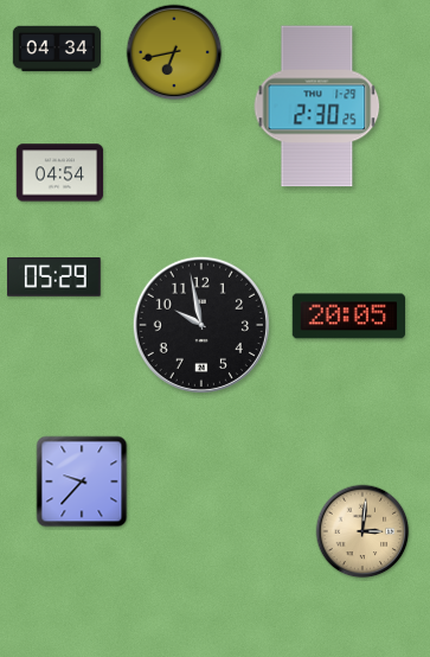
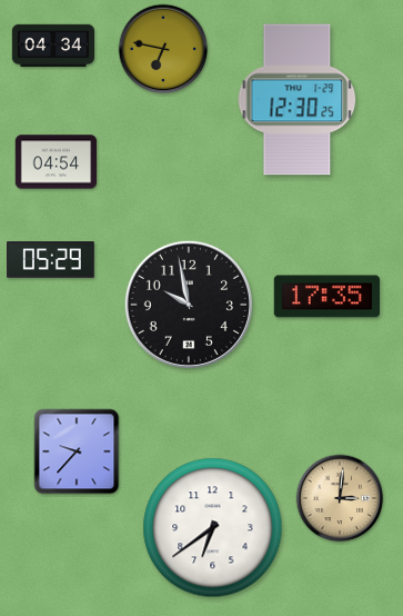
clock at (174, 52): 6:43 -> 6:47
clock at (317, 107): 2:30 -> 12:30
clock at (348, 317): 20:05 -> 17:35
clock at (213, 528): none -> 6:39
